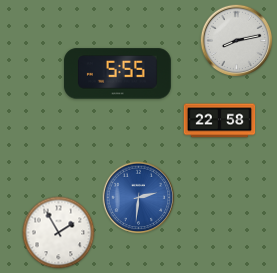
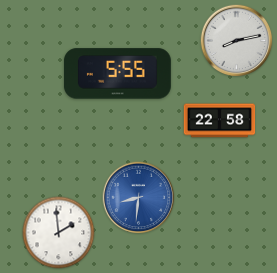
clock at (139, 198): 2:31 -> 8:31
clock at (59, 233): 1:55 -> 1:59
